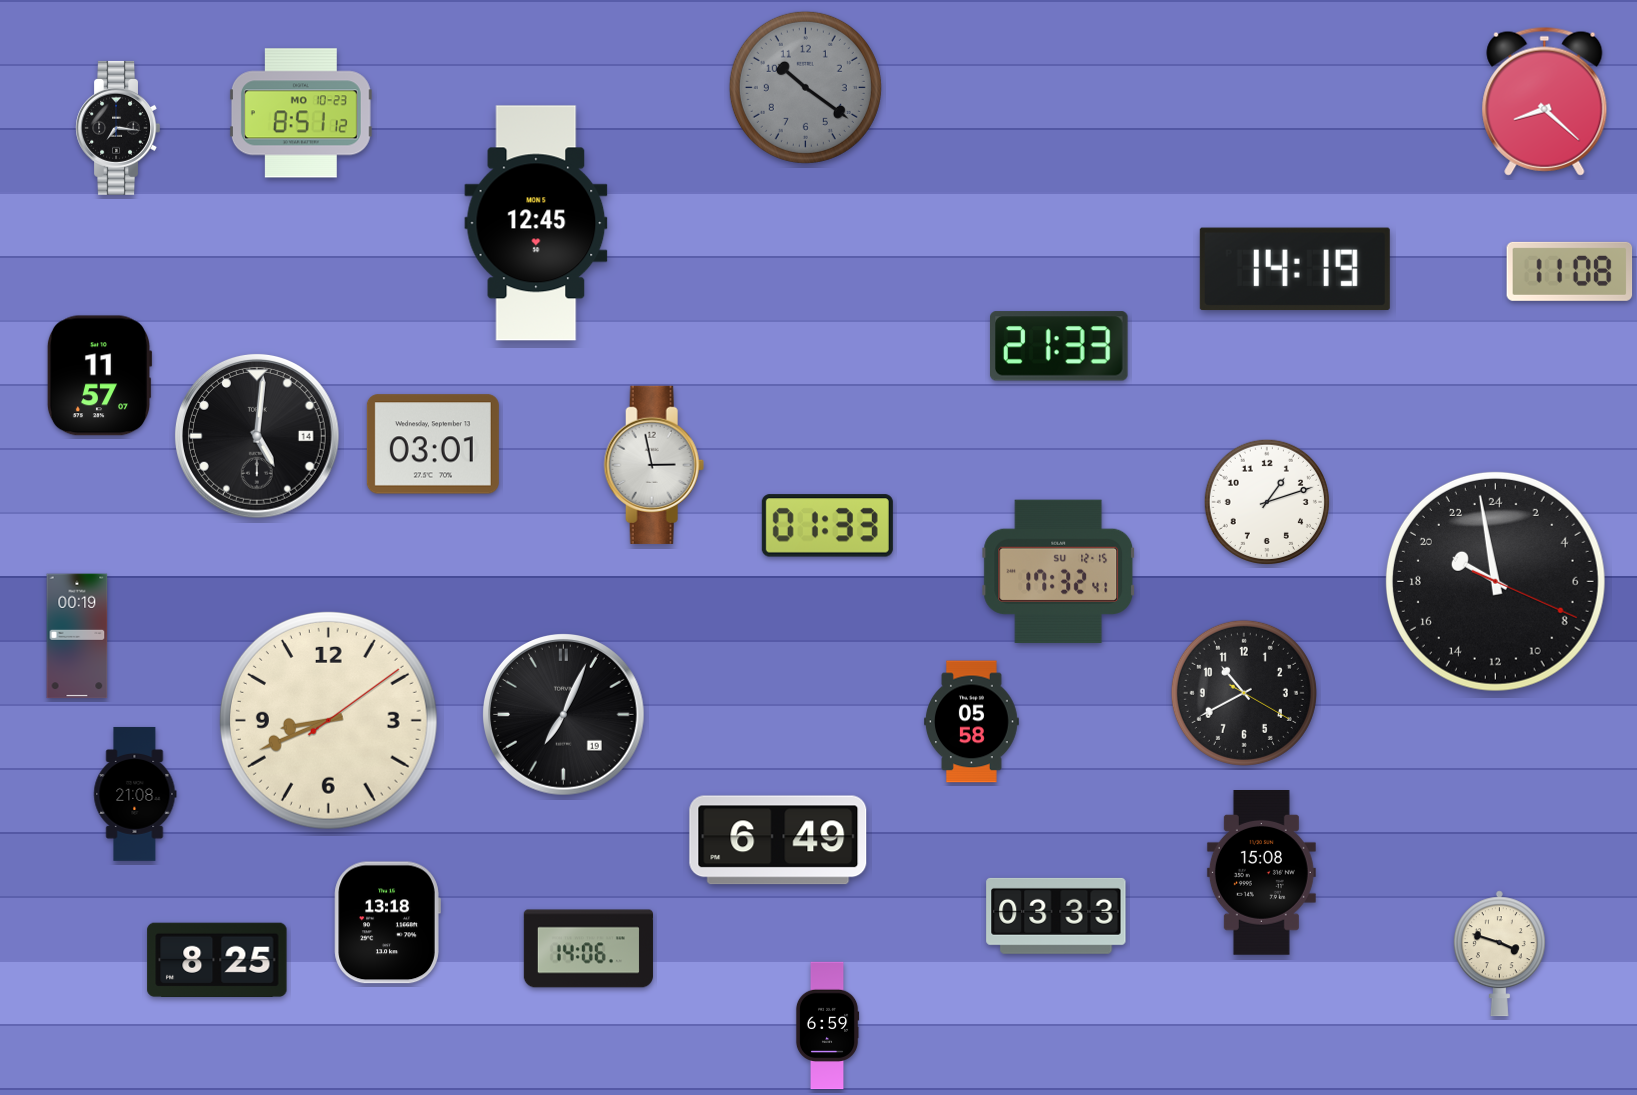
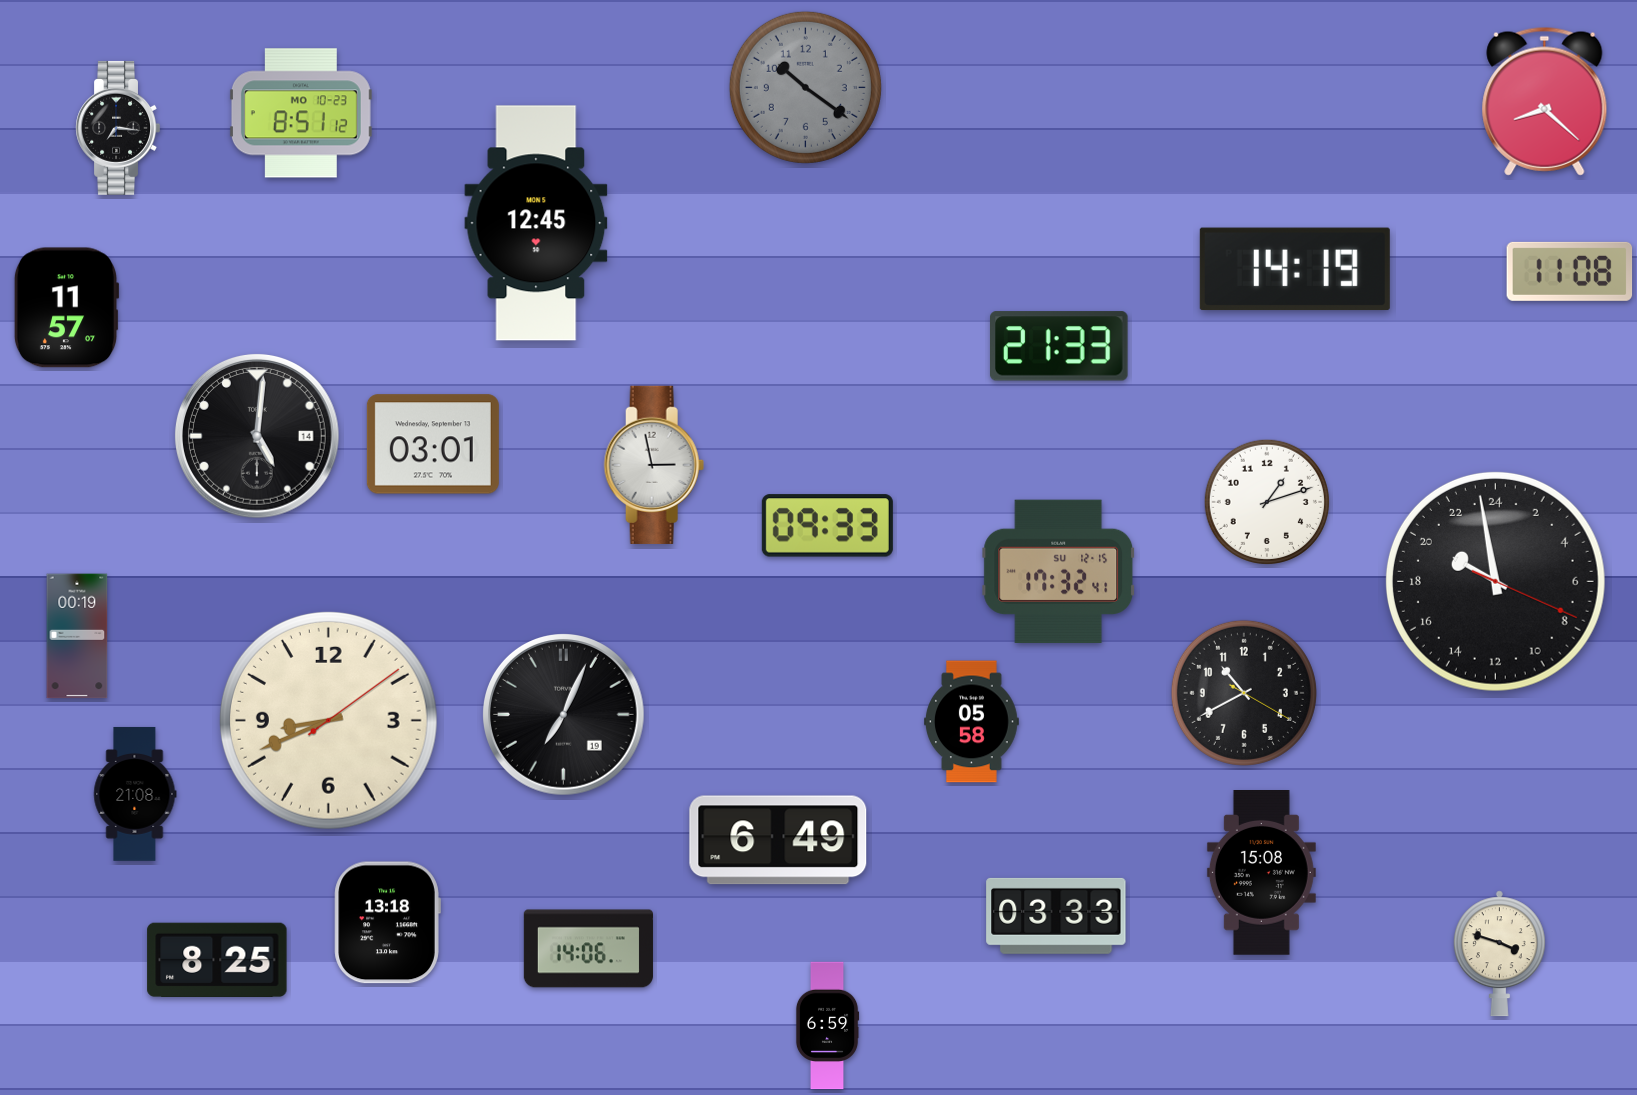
clock at (99, 376) position: (99, 376) -> (66, 308)
clock at (827, 526): 01:33 -> 09:33
